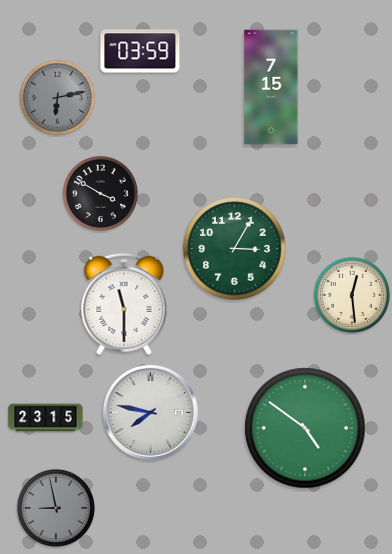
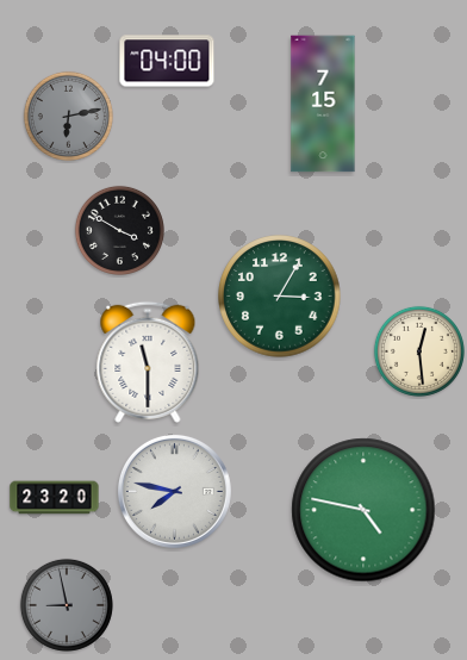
clock at (140, 51): 03:59 -> 04:00
clock at (150, 412) position: (150, 412) -> (174, 491)
clock at (46, 418): 23:15 -> 23:20
clock at (305, 428): 4:51 -> 4:47
